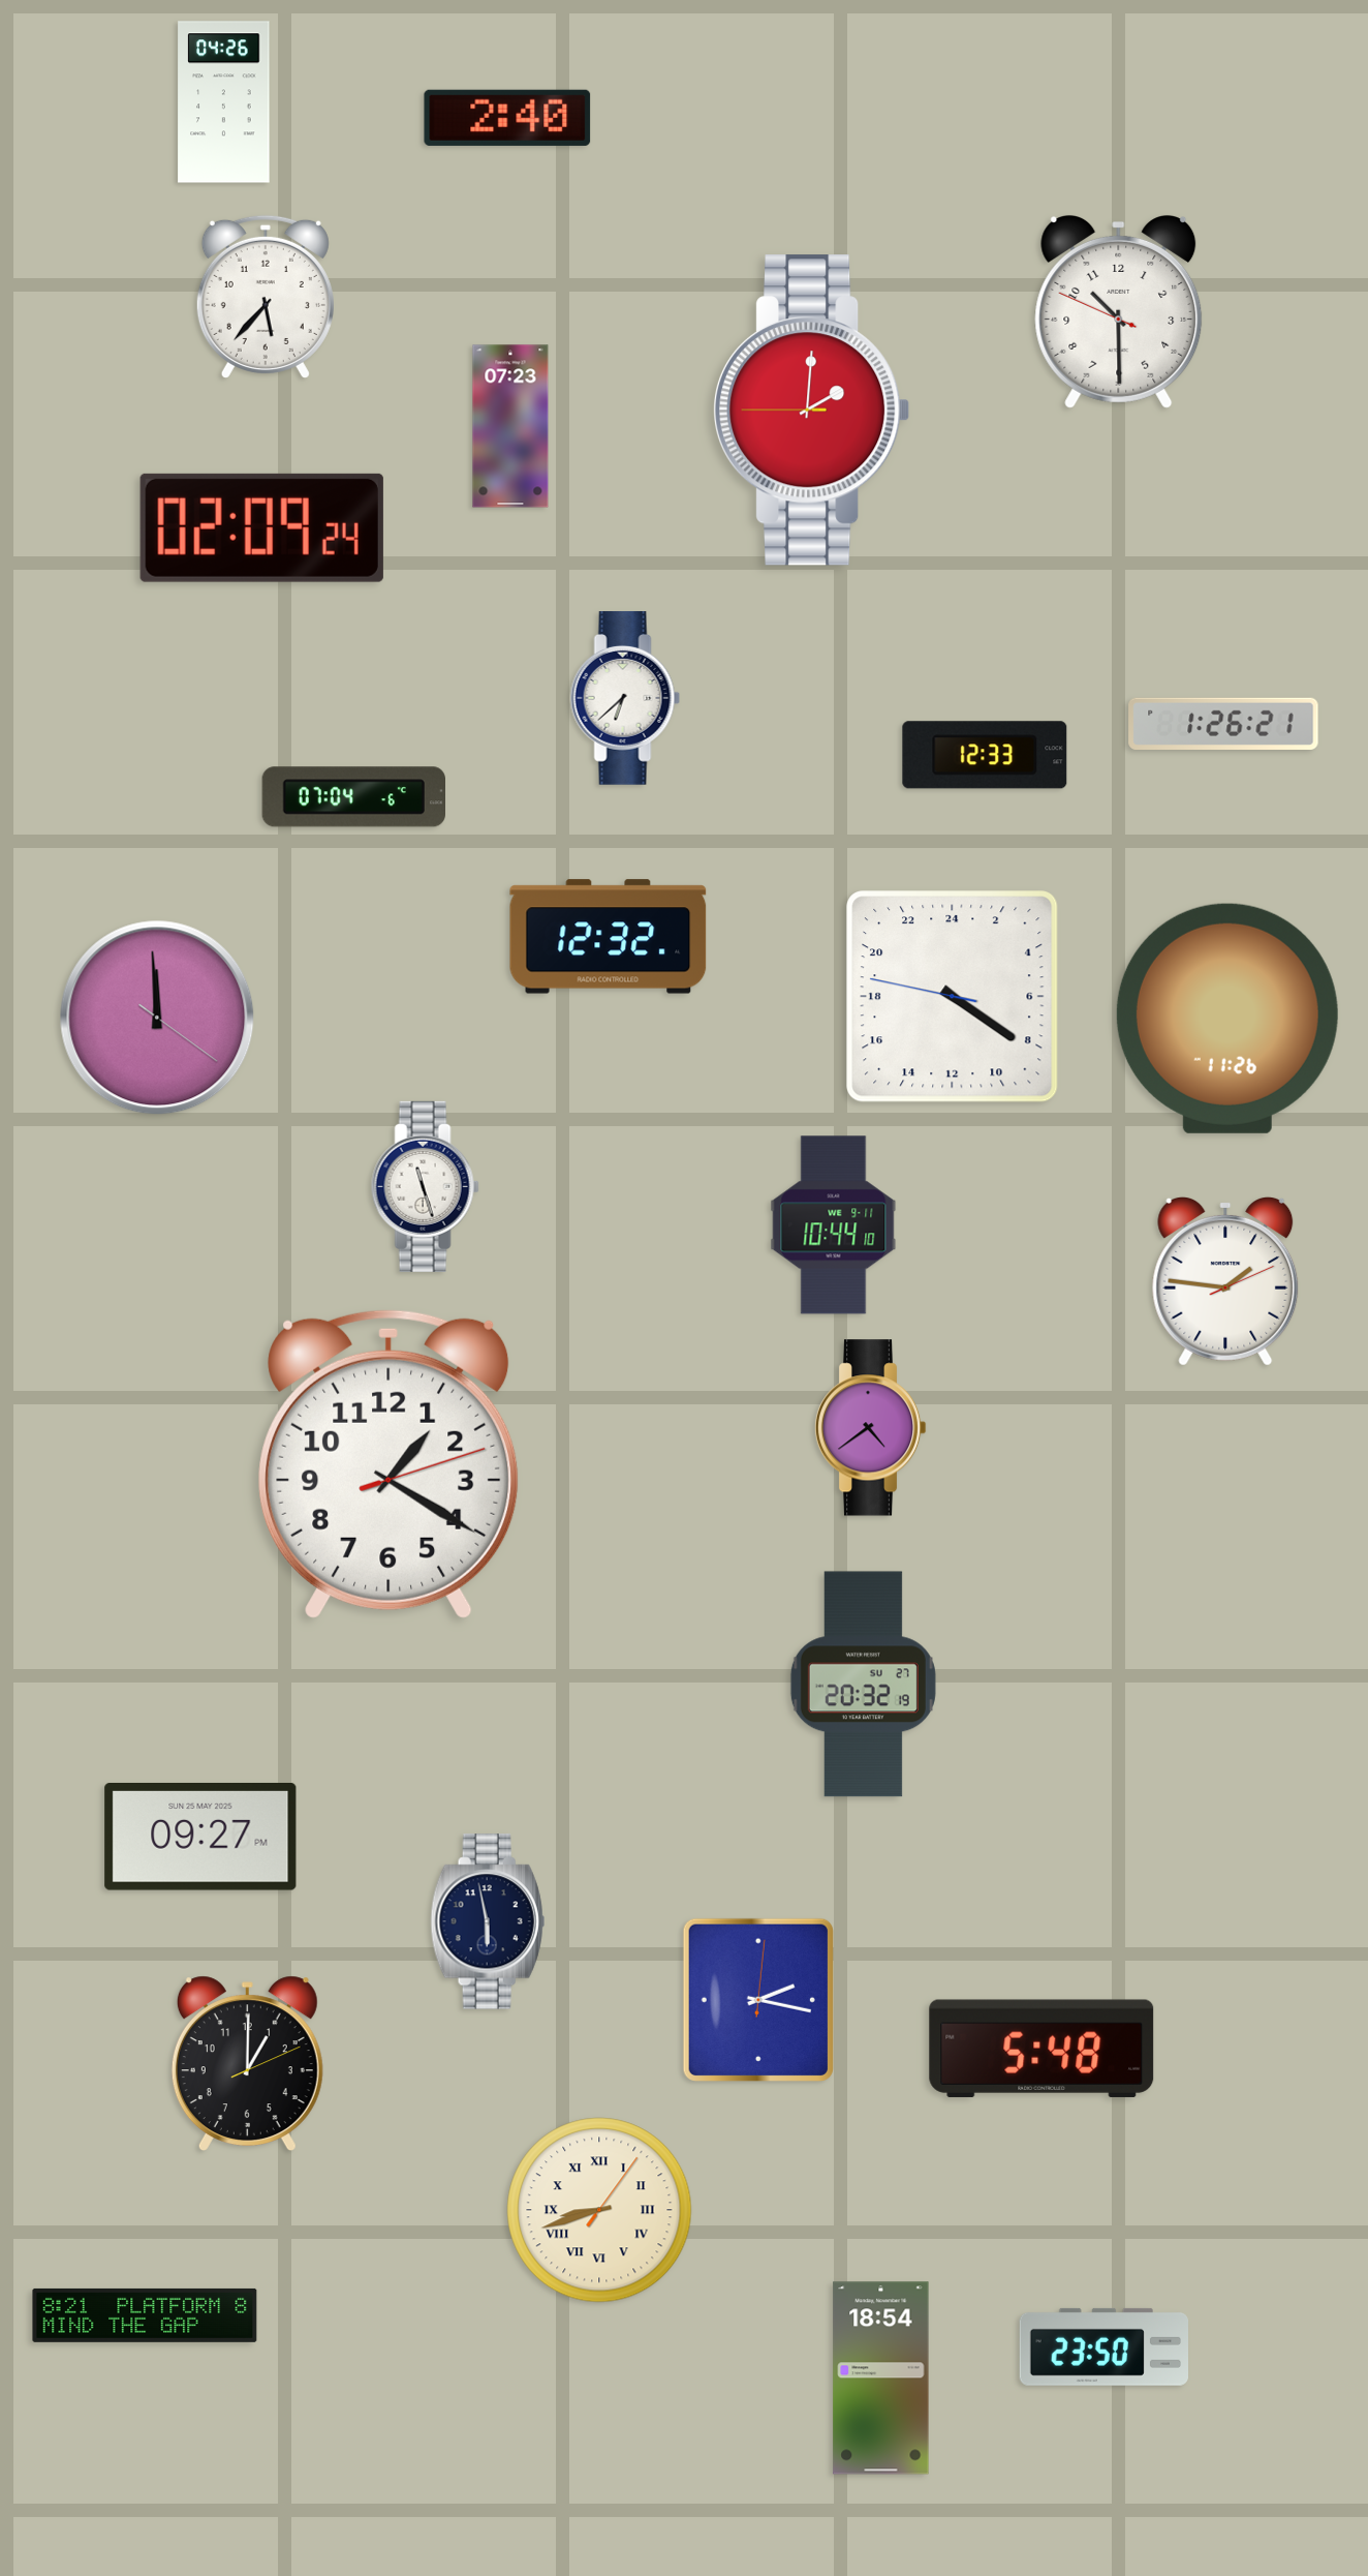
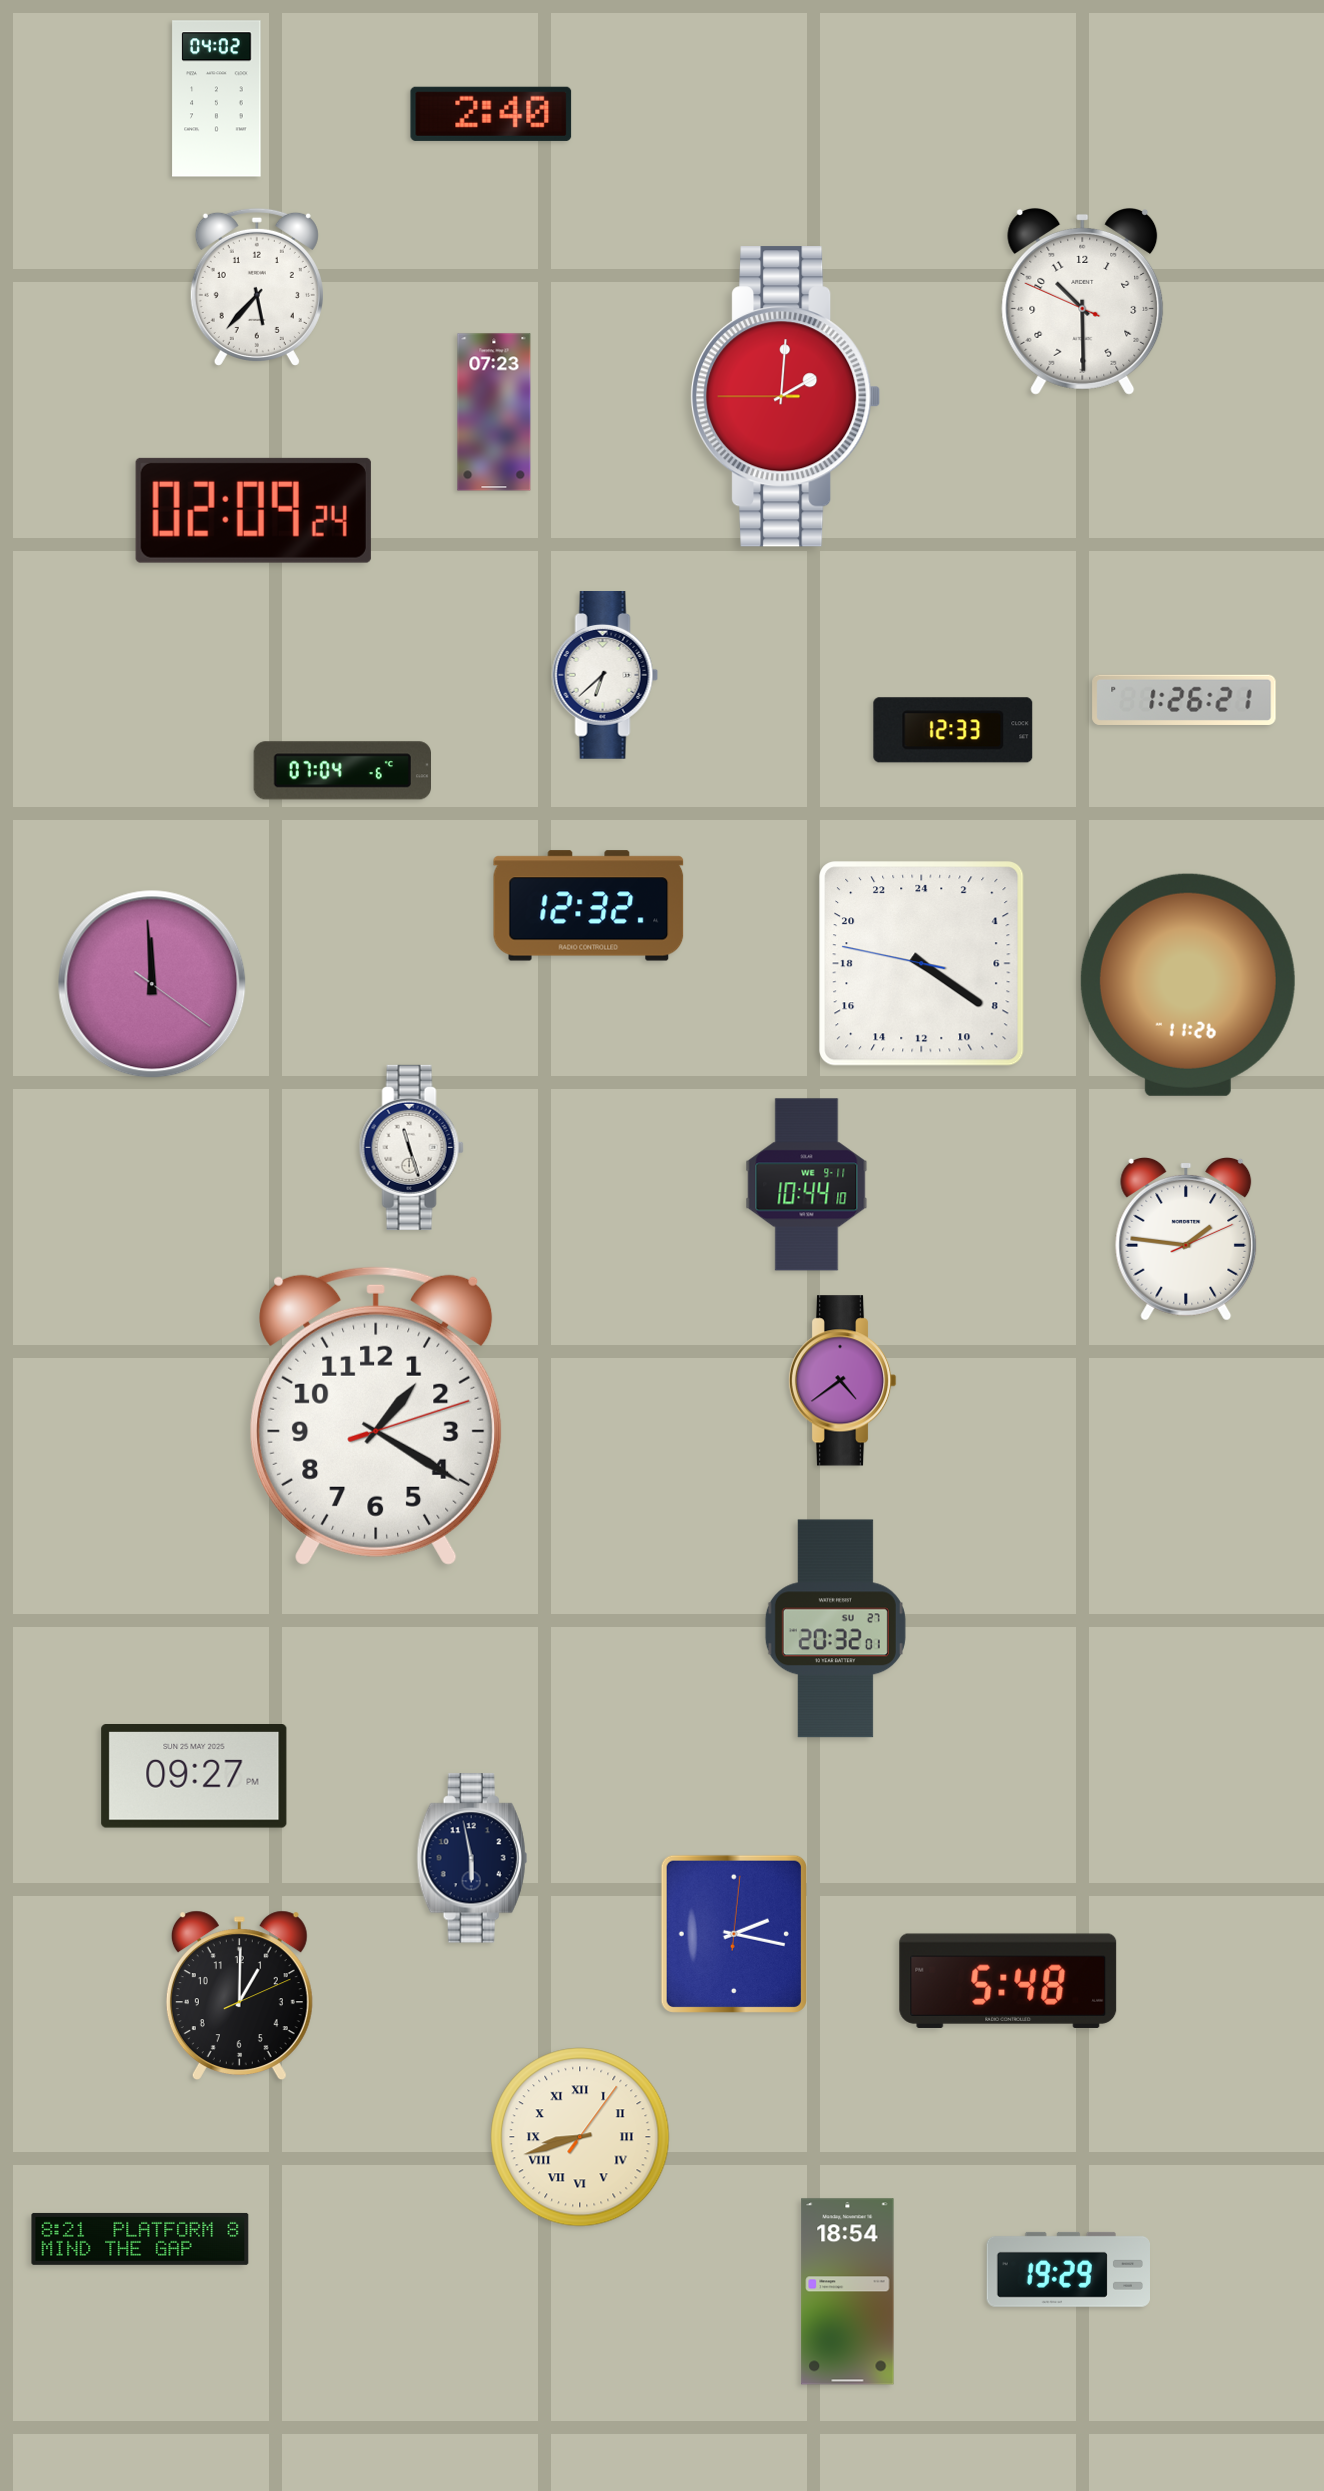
clock at (224, 102): 04:26 -> 04:02
clock at (863, 1685): 20:32:19 -> 20:32:01
clock at (1103, 2346): 23:50 -> 19:29
clock at (881, 2378) position: (881, 2378) -> (848, 2292)
